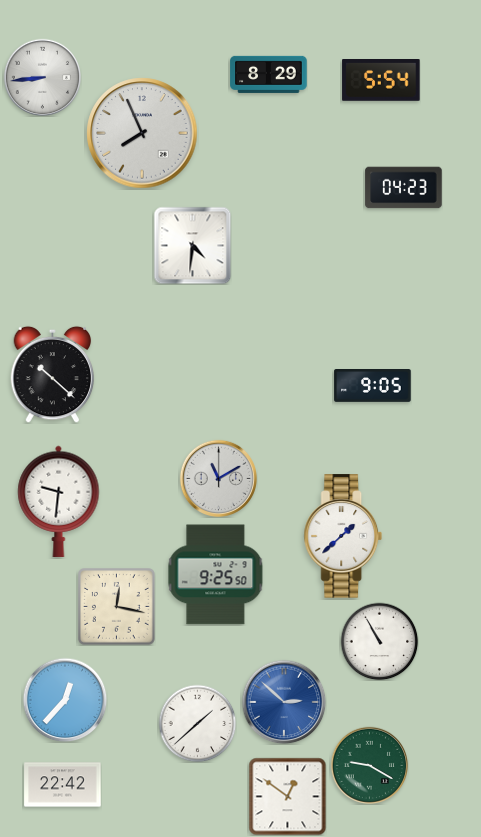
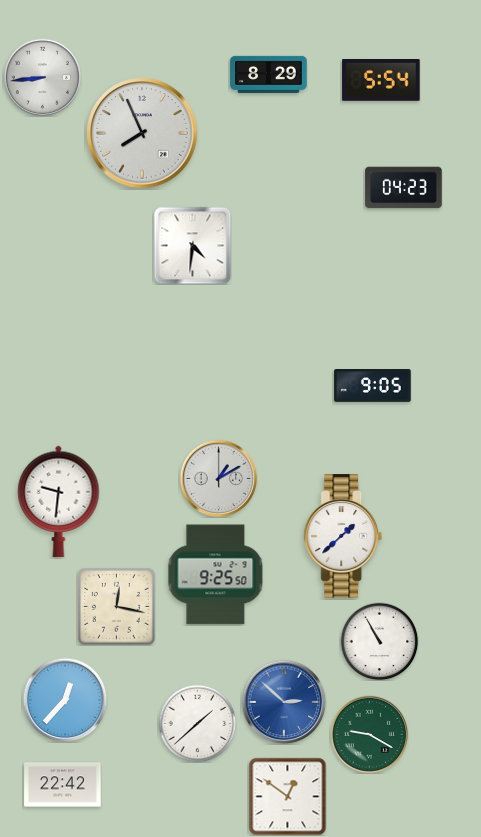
clock at (53, 374): 10:22 -> none
clock at (218, 478): 11:10 -> 1:10
clock at (369, 765) position: (369, 765) -> (369, 734)
